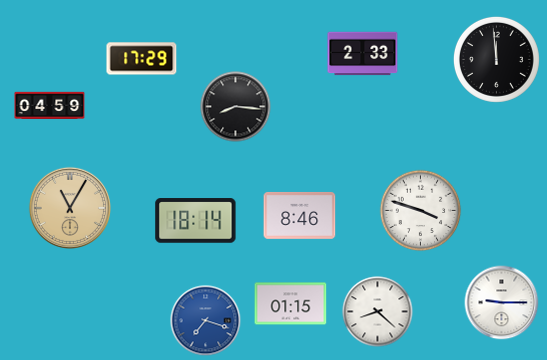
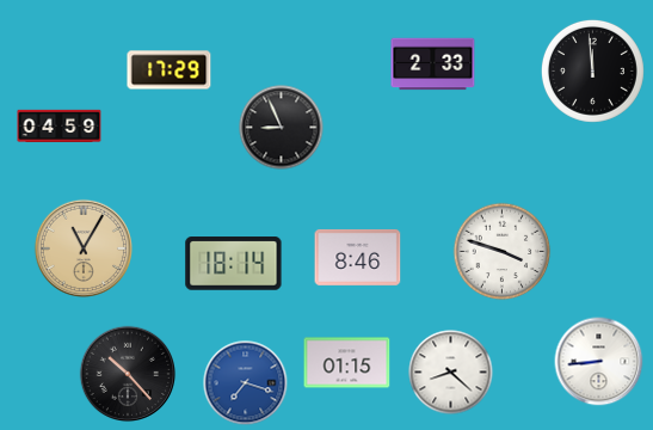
clock at (236, 107): 8:16 -> 8:56
clock at (502, 303): 9:15 -> 8:44
clock at (128, 374): none -> 10:23
